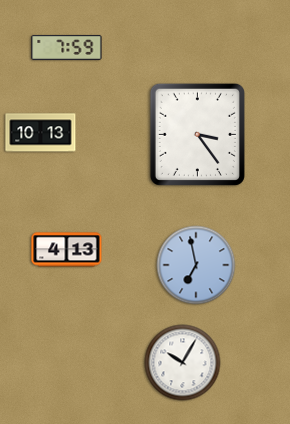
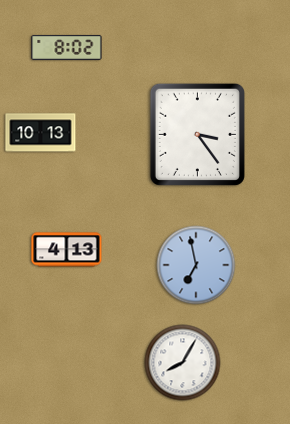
clock at (67, 47): 7:59 -> 8:02
clock at (183, 363): 10:05 -> 8:05
